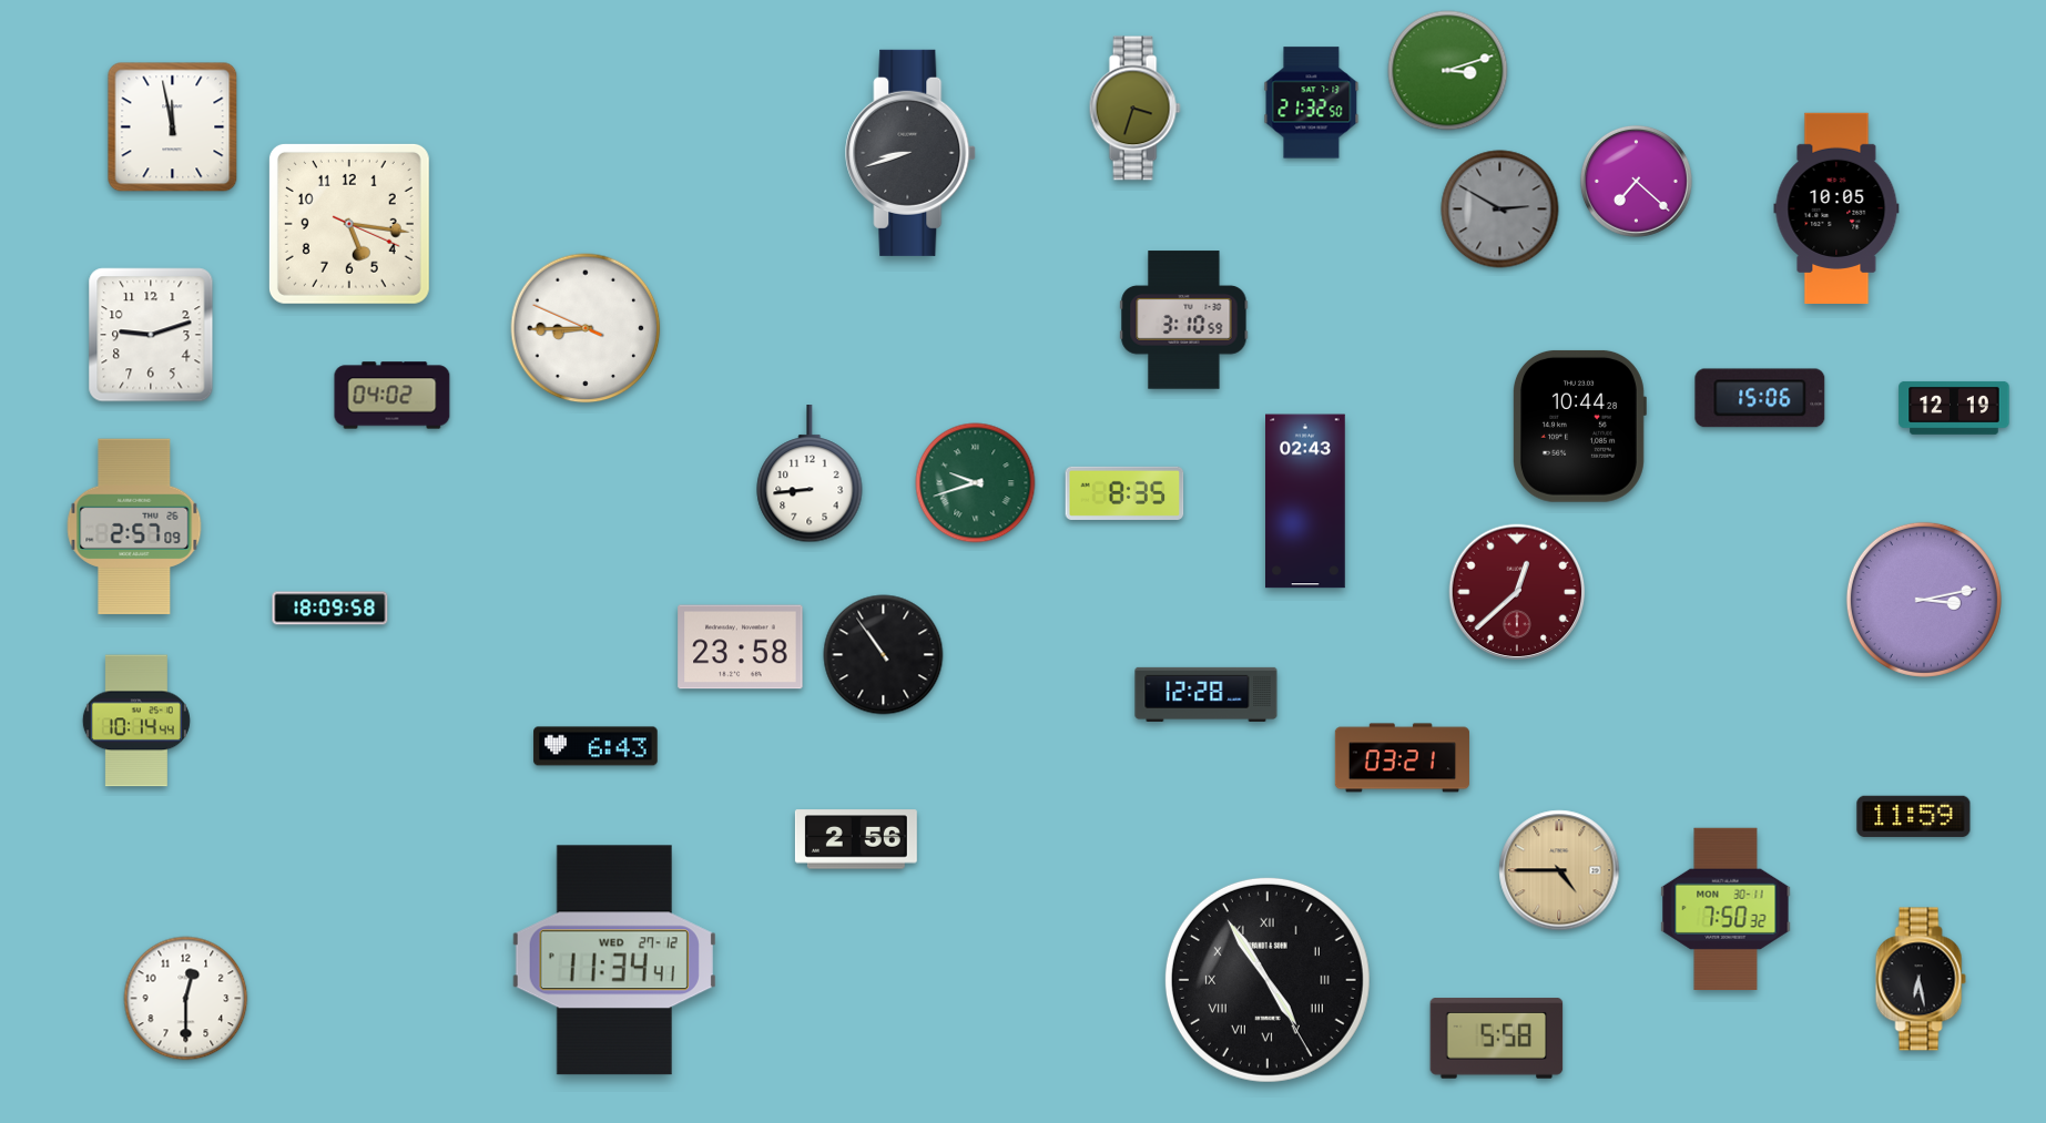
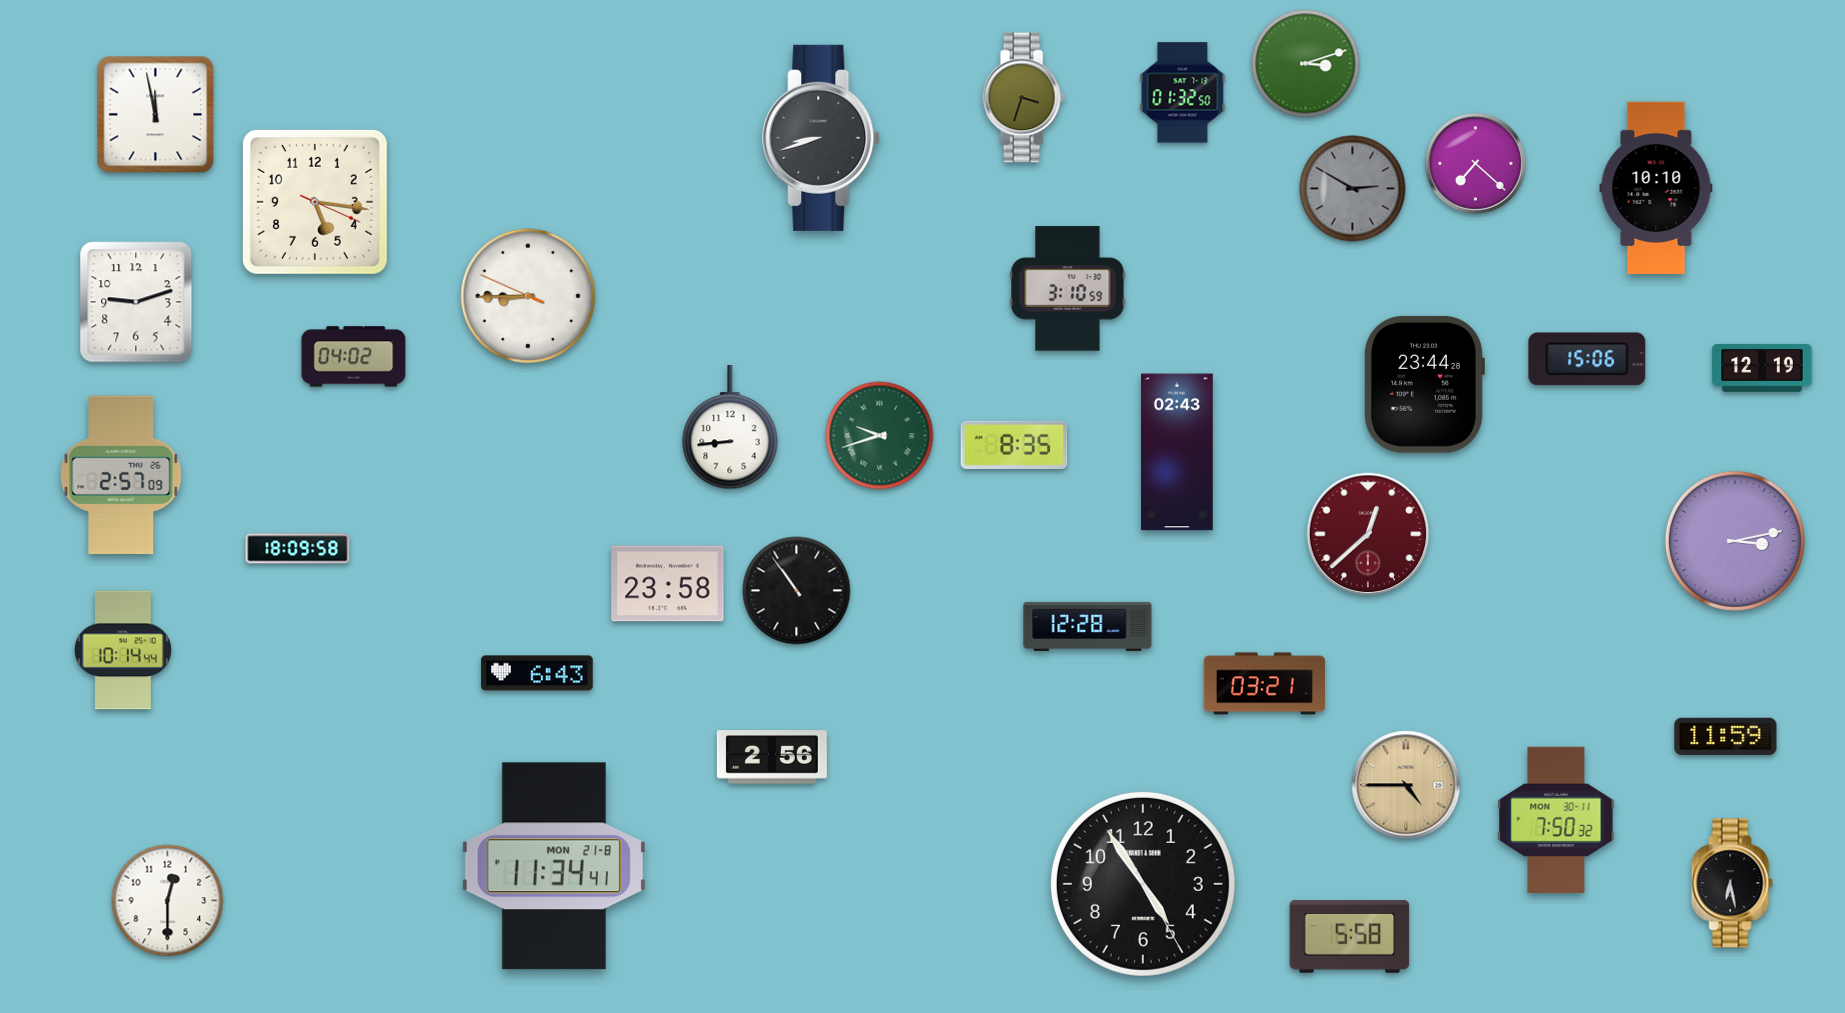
clock at (1312, 103): 21:32 -> 01:32
clock at (1836, 207): 10:05 -> 10:10
clock at (1580, 426): 10:44 -> 23:44
clock at (614, 960) date: WED 27-12 -> MON 21-8
clock at (1268, 980) numerals: Roman -> Arabic
